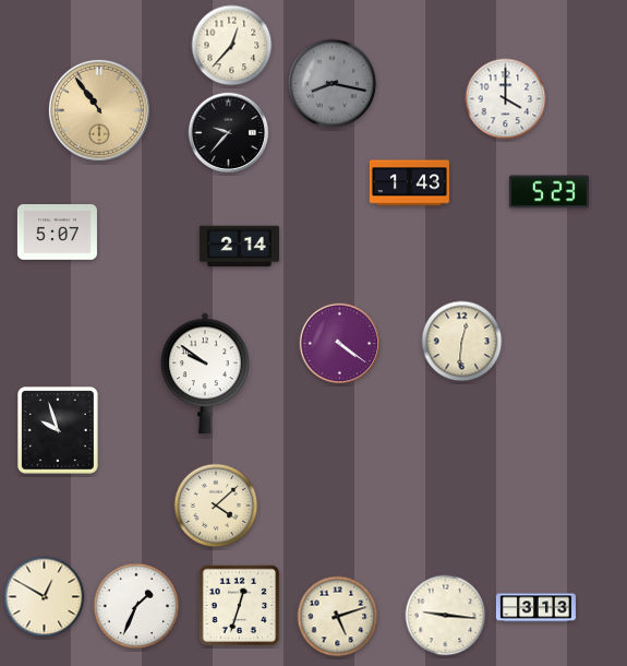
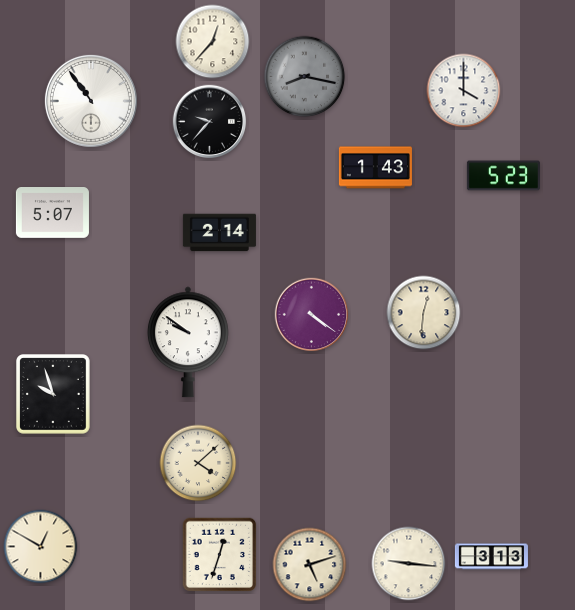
clock at (99, 110) dial: champagne -> white
clock at (239, 247) position: (239, 247) -> (219, 233)
clock at (136, 606): 1:34 -> none
